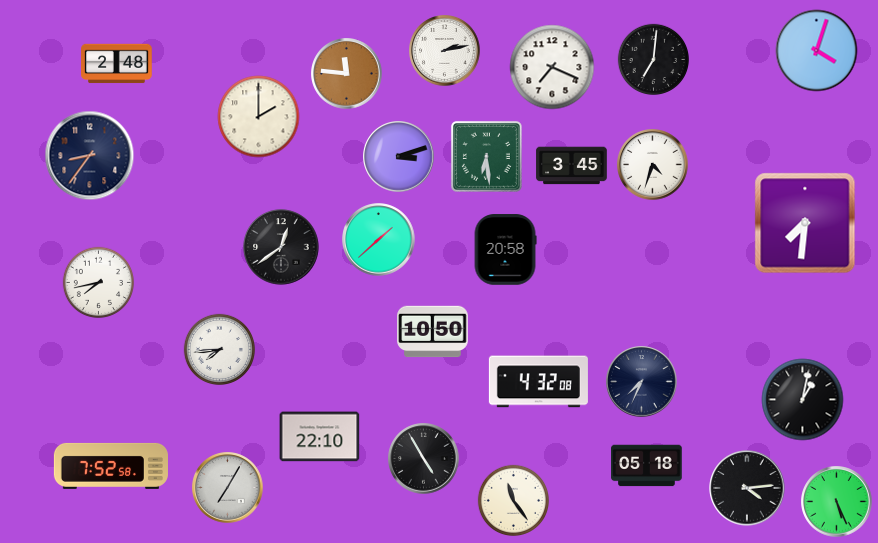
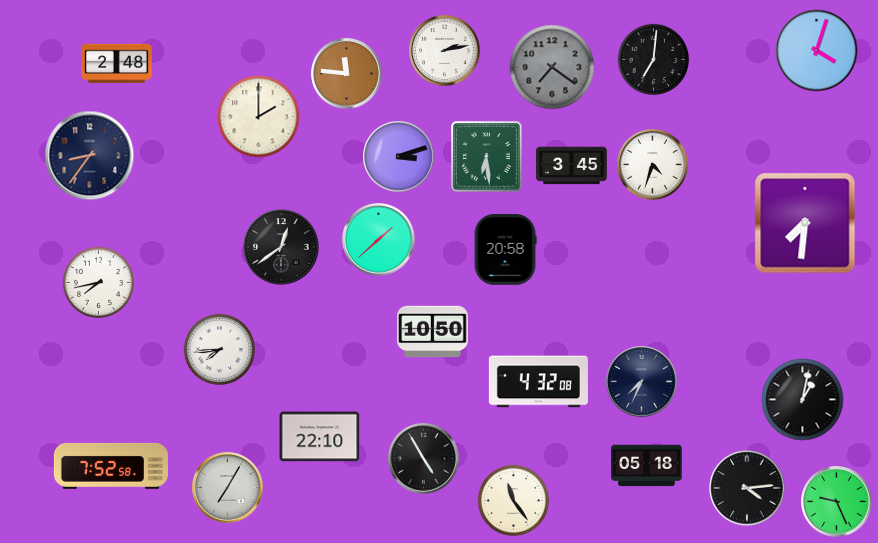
clock at (552, 67): 7:19 -> 7:21
clock at (552, 67) dial: white -> grey
clock at (837, 502): 5:26 -> 9:26
